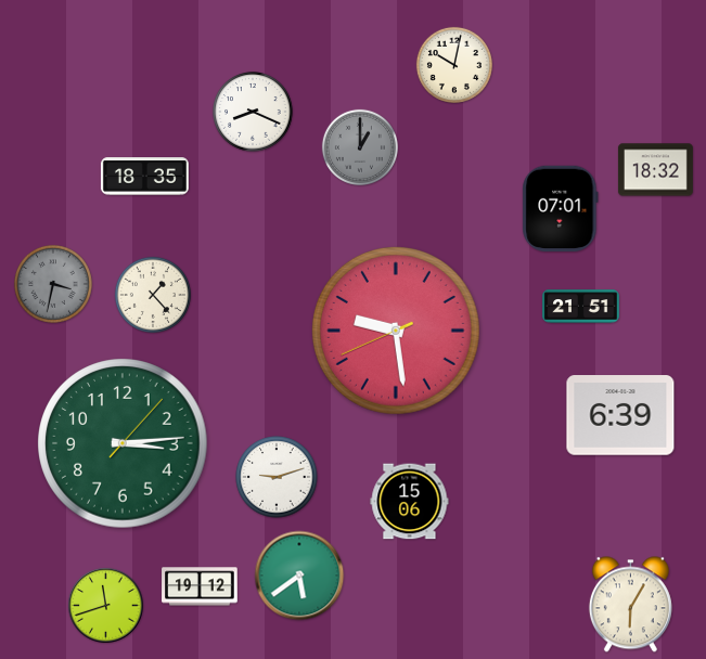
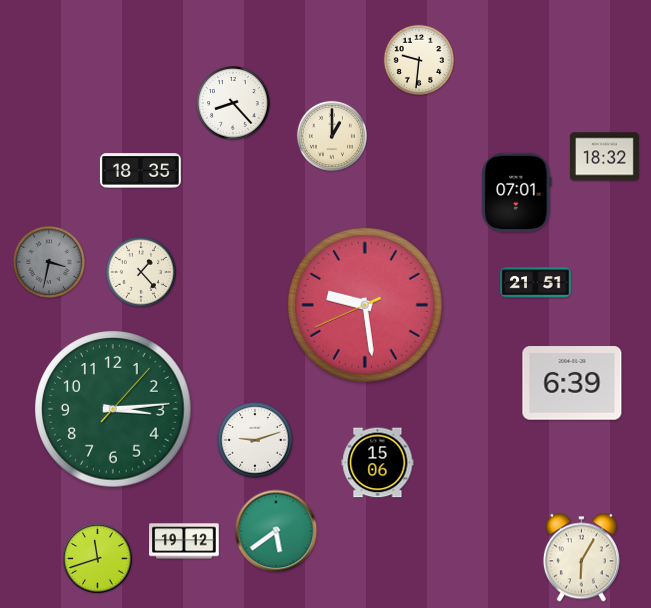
clock at (454, 65): 10:02 -> 9:31
clock at (253, 112): 8:19 -> 8:23
clock at (360, 147) dial: grey -> cream
clock at (144, 177) position: (144, 177) -> (140, 171)
